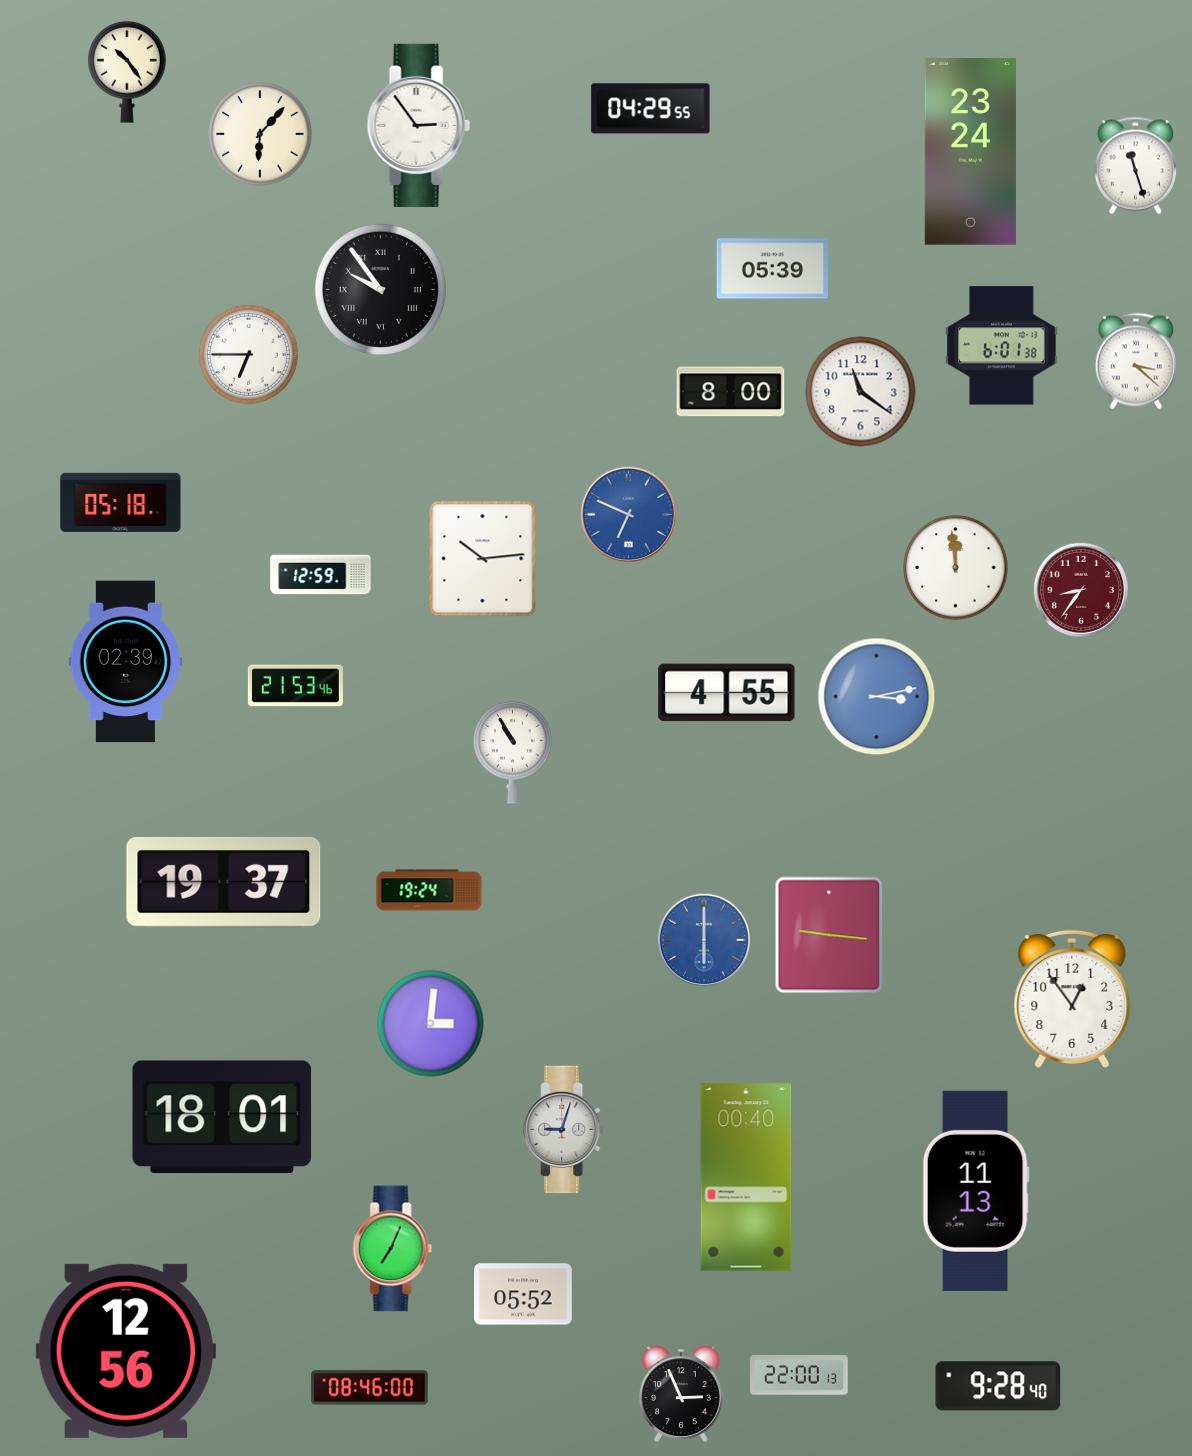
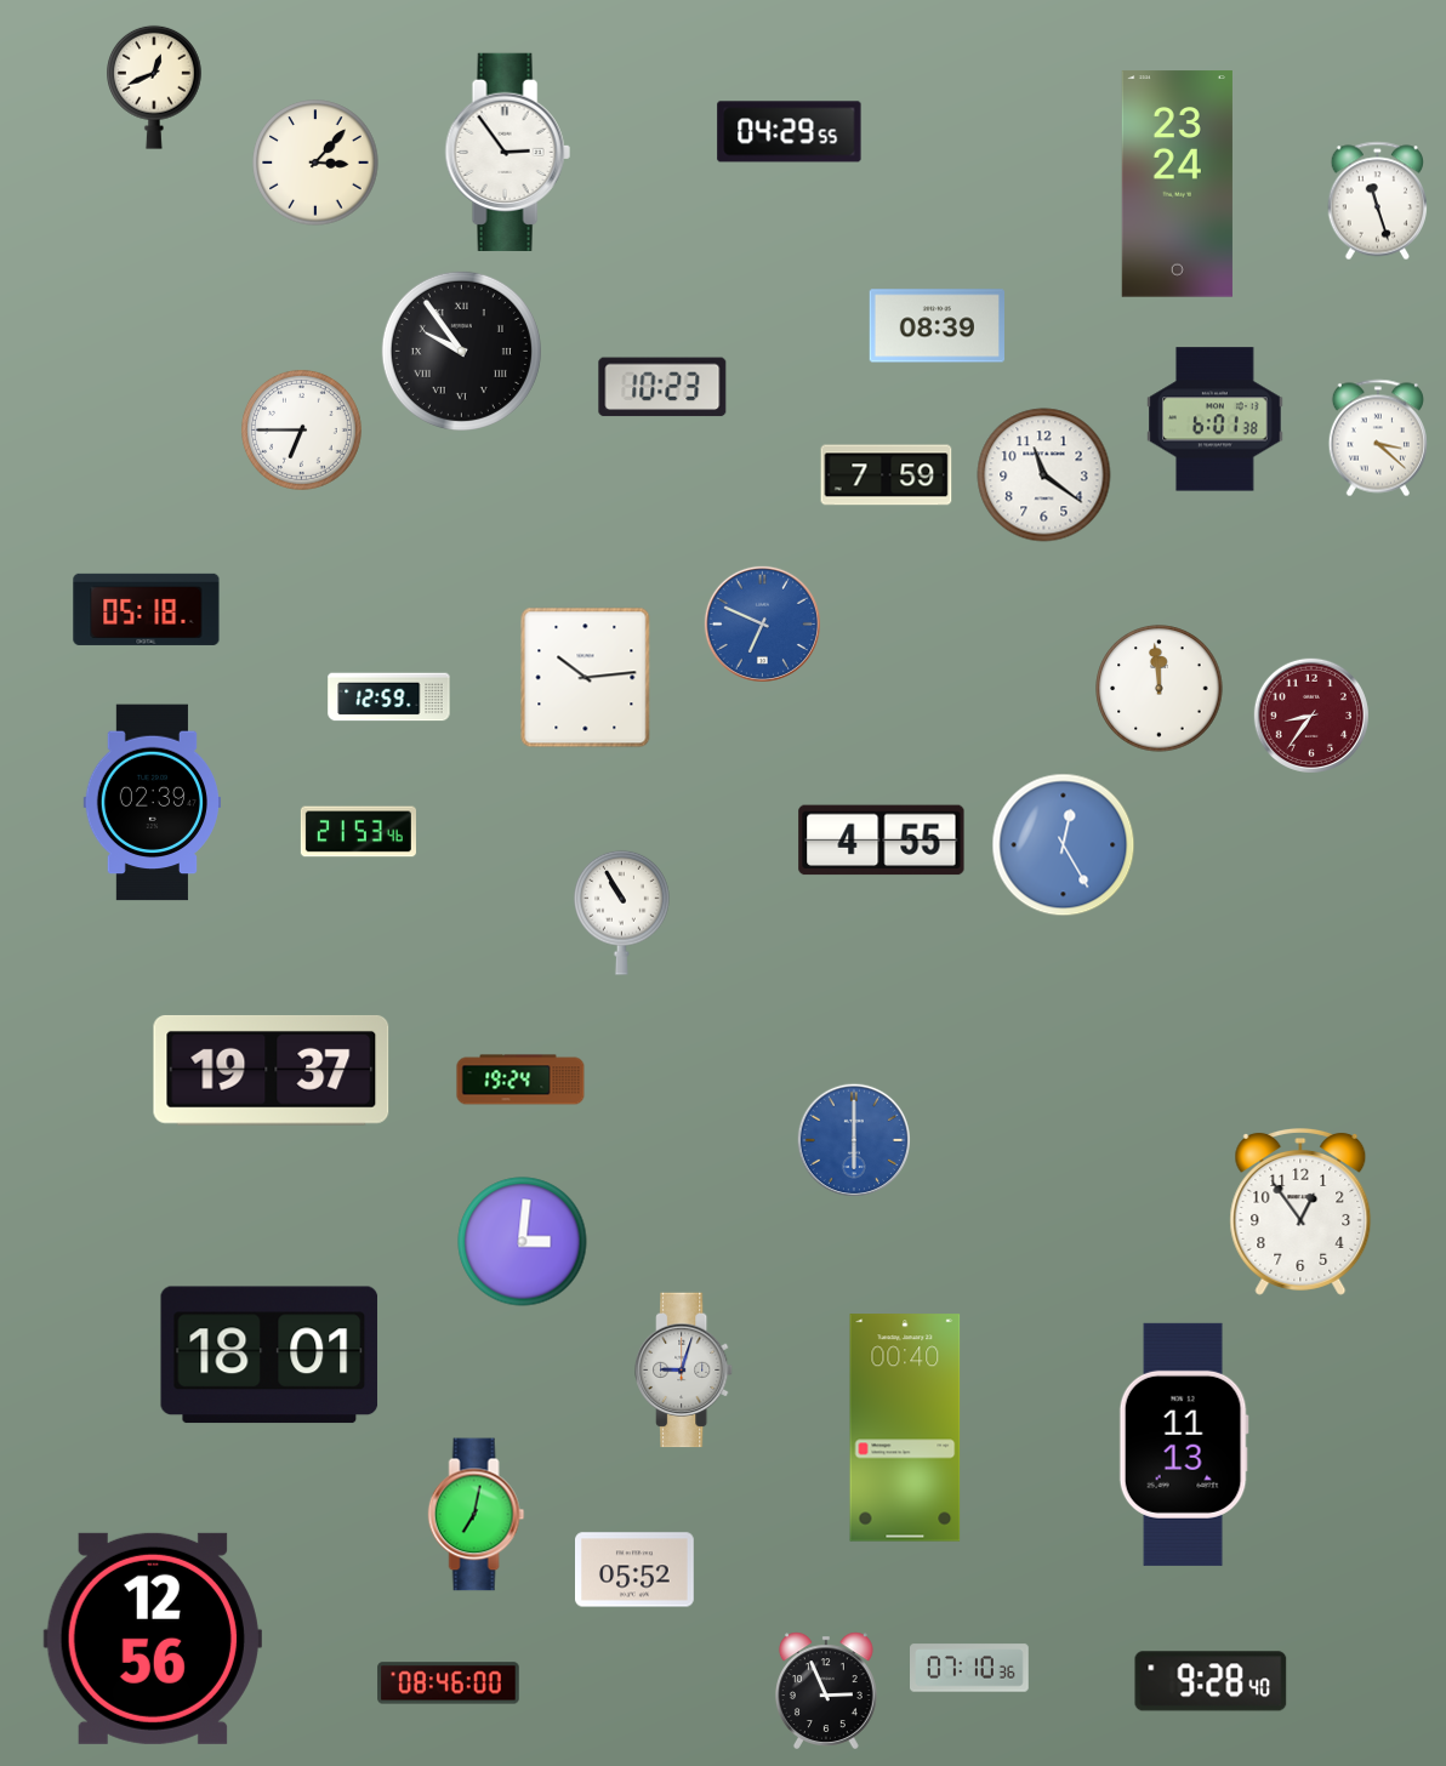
clock at (128, 72): 10:24 -> 12:41
clock at (260, 134): 6:07 -> 3:07
clock at (772, 269): 05:39 -> 08:39
clock at (662, 387): none -> 10:23
clock at (731, 392): 8:00 -> 7:59
clock at (877, 697): 3:13 -> 12:25
clock at (829, 935): 9:16 -> none
clock at (393, 1249): 7:04 -> 7:02
clock at (800, 1375): 22:00 -> 07:10
